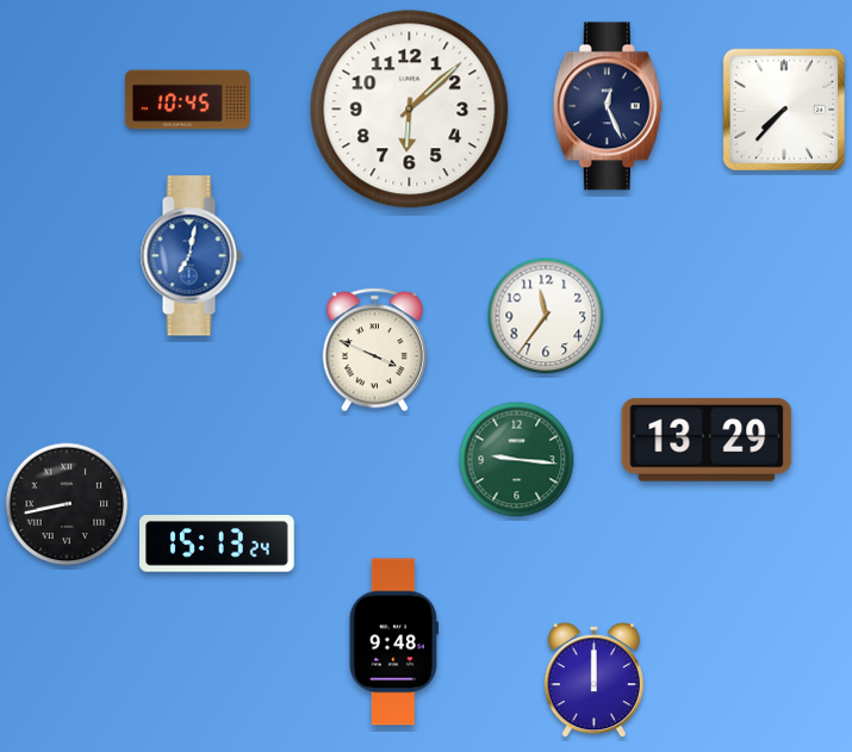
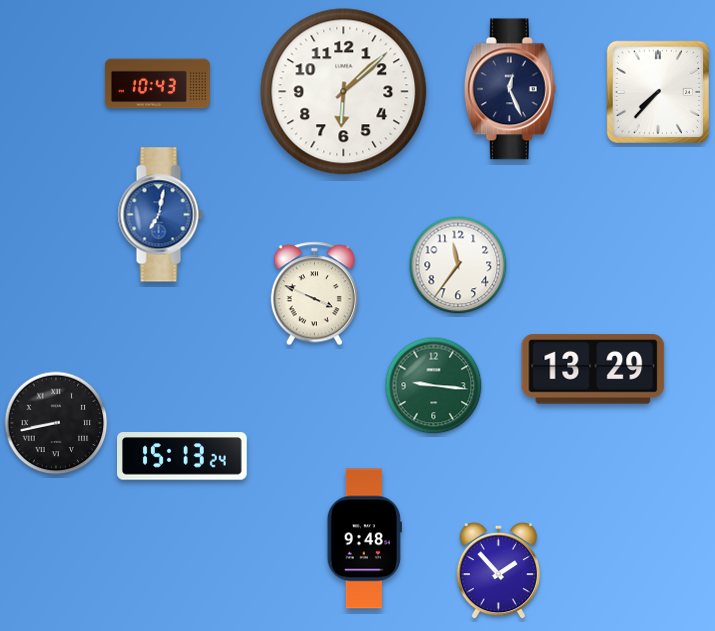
clock at (187, 100): 10:45 -> 10:43
clock at (393, 642) position: (393, 642) -> (364, 539)
clock at (593, 680): 12:00 -> 1:53
